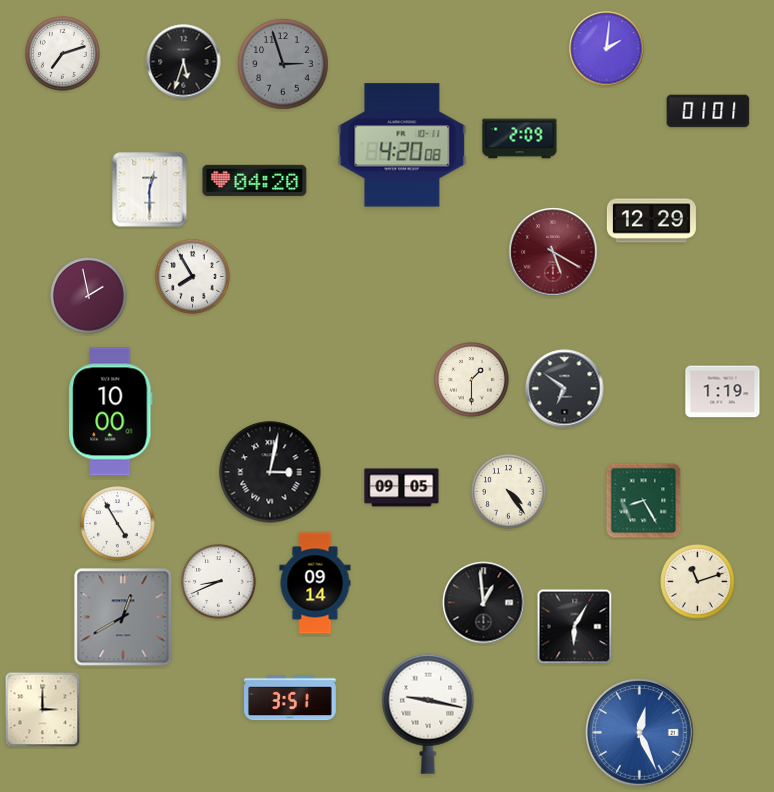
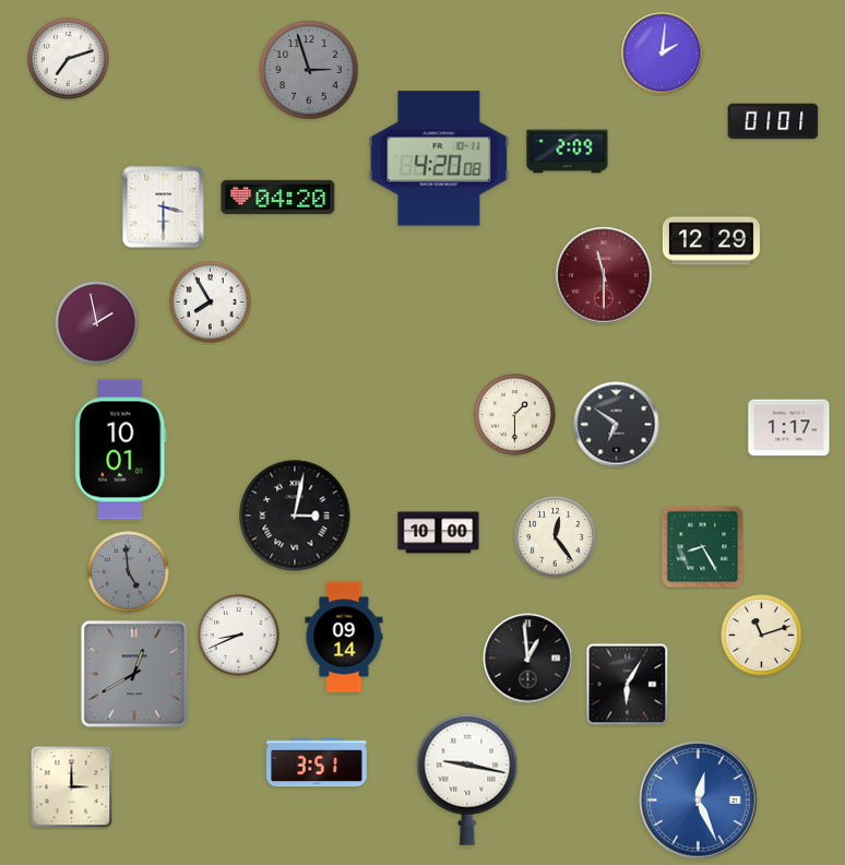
clock at (184, 62): 5:33 -> none
clock at (150, 190): 12:30 -> 3:30
clock at (553, 252): 5:20 -> 11:30
clock at (723, 392): 1:19 -> 1:17
clock at (111, 412): 10:00 -> 10:01
clock at (402, 488): 09:05 -> 10:00
clock at (509, 492): 4:24 -> 12:24
clock at (118, 524): 4:55 -> 4:59
clock at (118, 524) dial: white -> grey
clock at (43, 710) position: (43, 710) -> (72, 787)
